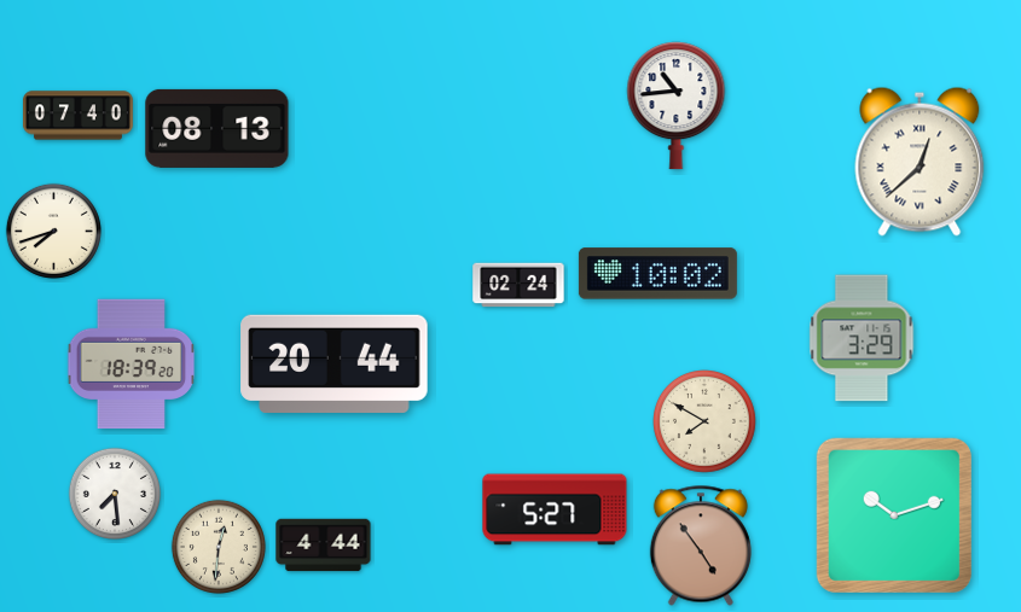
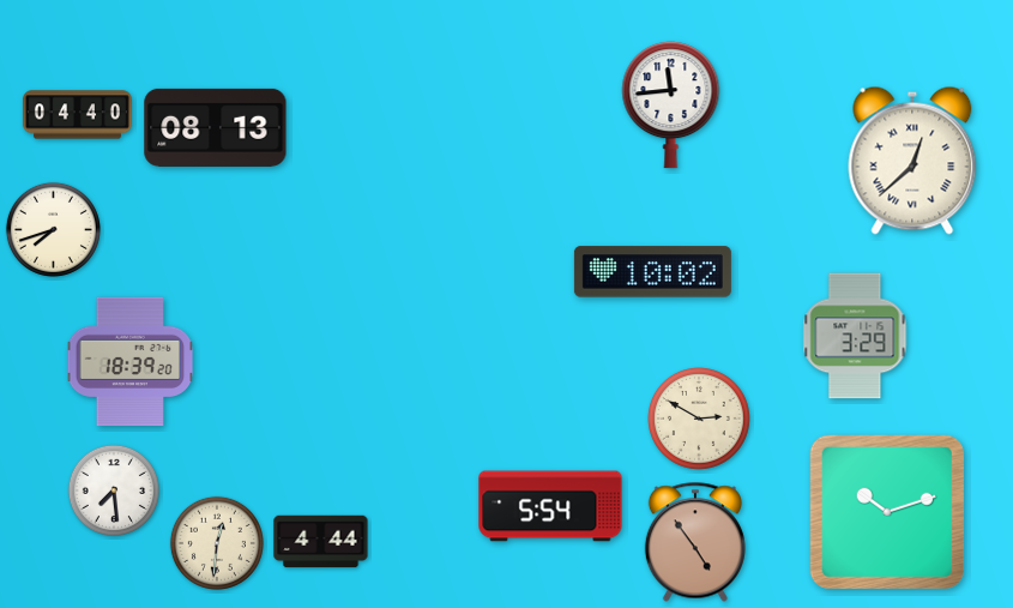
clock at (677, 106): 10:44 -> 11:44
clock at (77, 116): 07:40 -> 04:40
clock at (518, 285): 02:24 -> none
clock at (335, 365): 20:44 -> none
clock at (706, 422): 7:50 -> 2:50
clock at (555, 509): 5:27 -> 5:54
